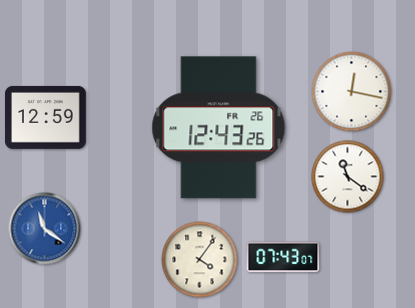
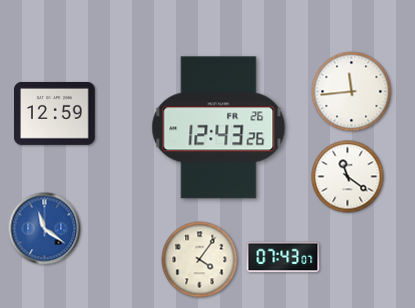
clock at (352, 92): 12:17 -> 11:44
clock at (46, 117) position: (46, 117) -> (55, 113)
